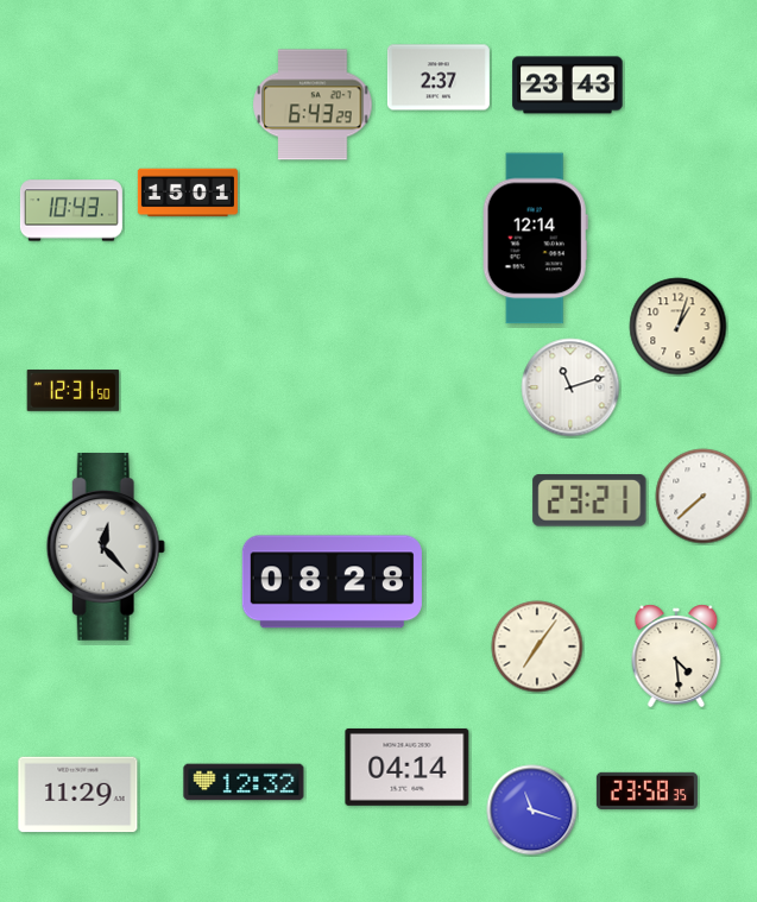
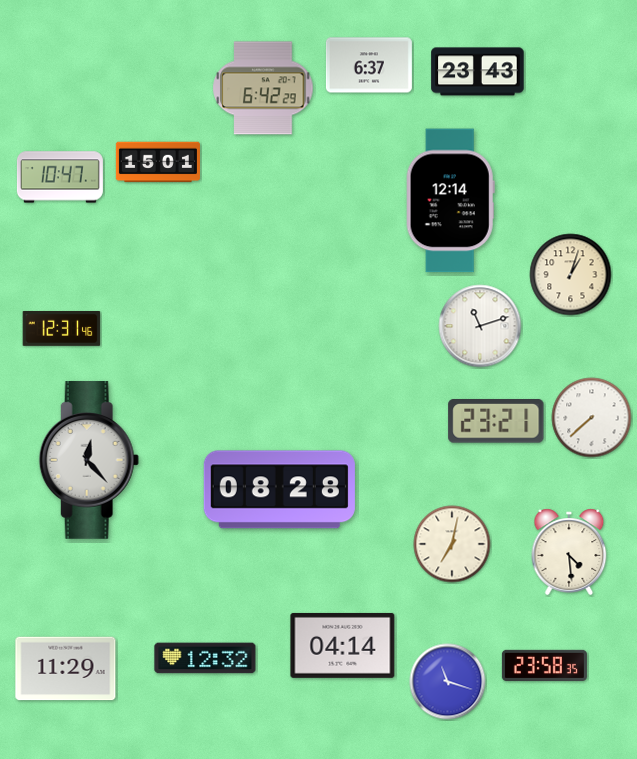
clock at (439, 77): 2:37 -> 6:37
clock at (313, 105): 6:43 -> 6:42
clock at (71, 210): 10:43 -> 10:47
clock at (74, 391): 12:31:50 -> 12:31:46
clock at (537, 646): 7:06 -> 7:02
